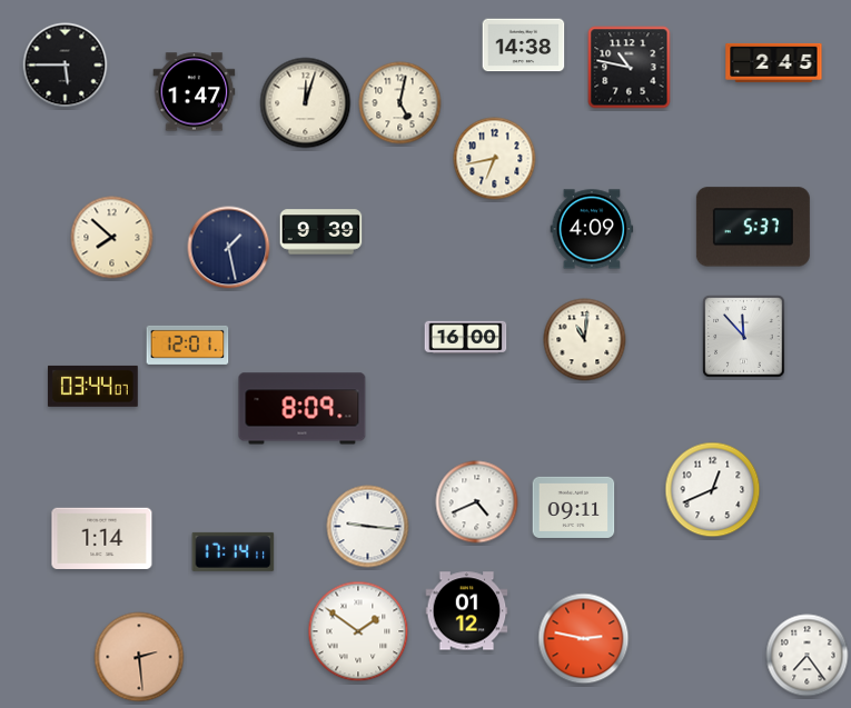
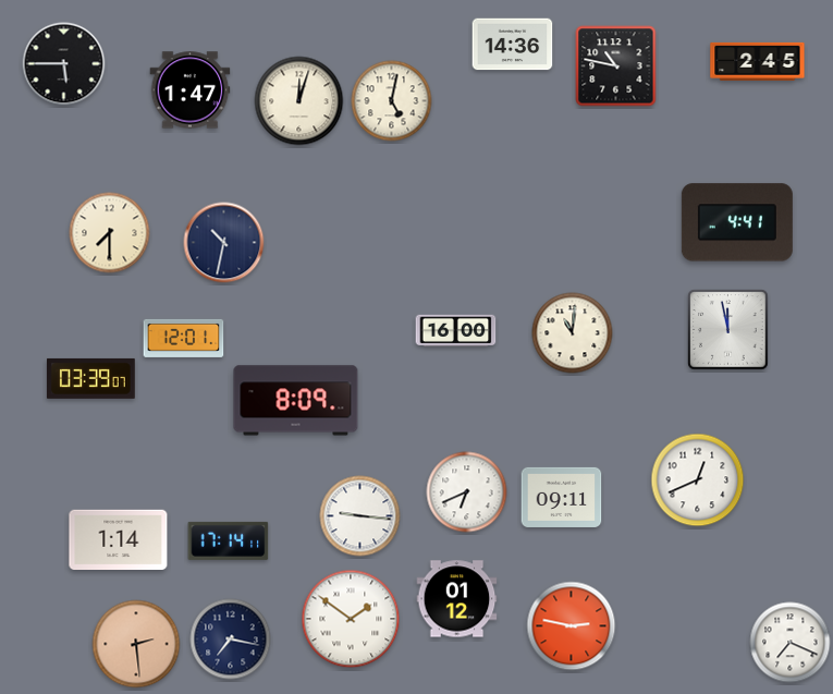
clock at (524, 46): 14:38 -> 14:36
clock at (495, 159): 6:43 -> none
clock at (753, 227): 5:37 -> 4:41
clock at (592, 229): 4:09 -> none
clock at (321, 232): 9:39 -> none
clock at (112, 238): 7:52 -> 7:30
clock at (229, 248): 1:28 -> 10:32
clock at (744, 337): 11:53 -> 11:58
clock at (92, 386): 03:44 -> 03:39
clock at (477, 502): 4:41 -> 6:41
clock at (102, 539) position: (102, 539) -> (119, 540)
clock at (231, 640): none -> 7:17
clock at (808, 656): 7:24 -> 7:19
